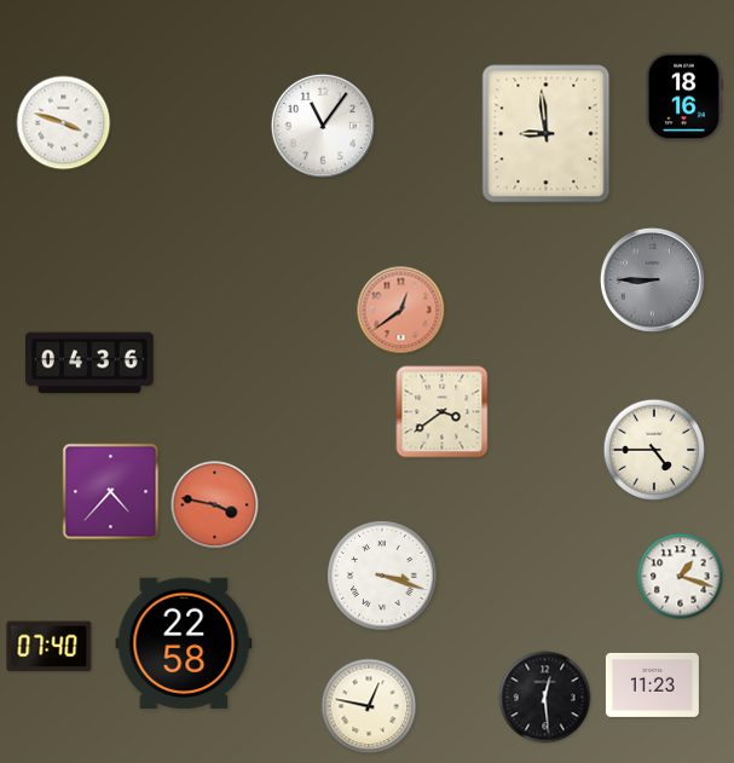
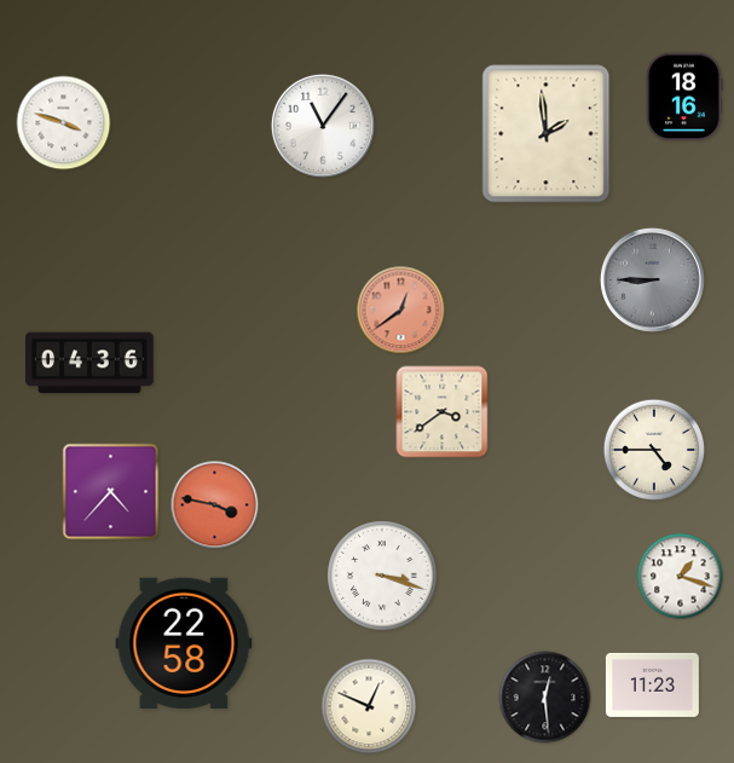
clock at (547, 134): 8:59 -> 1:59
clock at (50, 647): 07:40 -> none
clock at (369, 706): 12:47 -> 12:49
